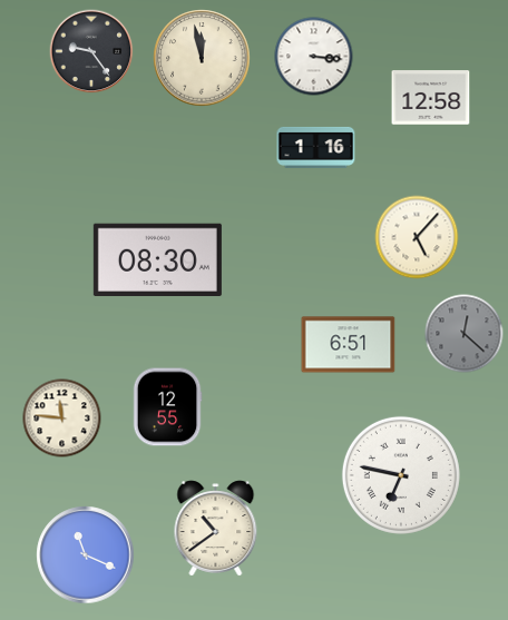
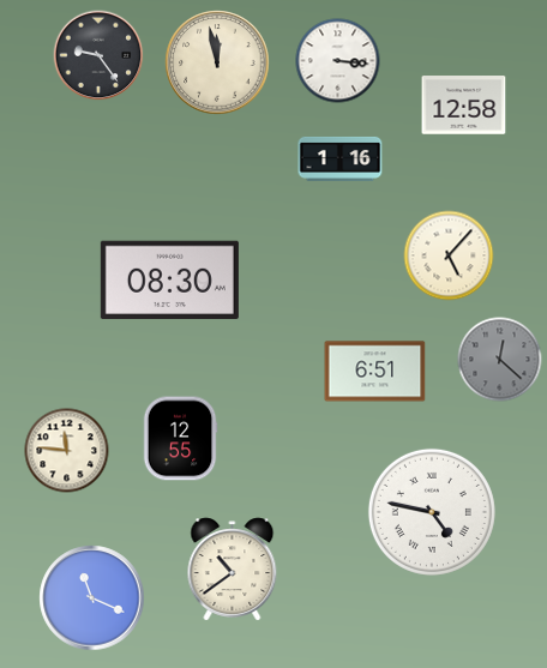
clock at (401, 475): 6:47 -> 4:47
